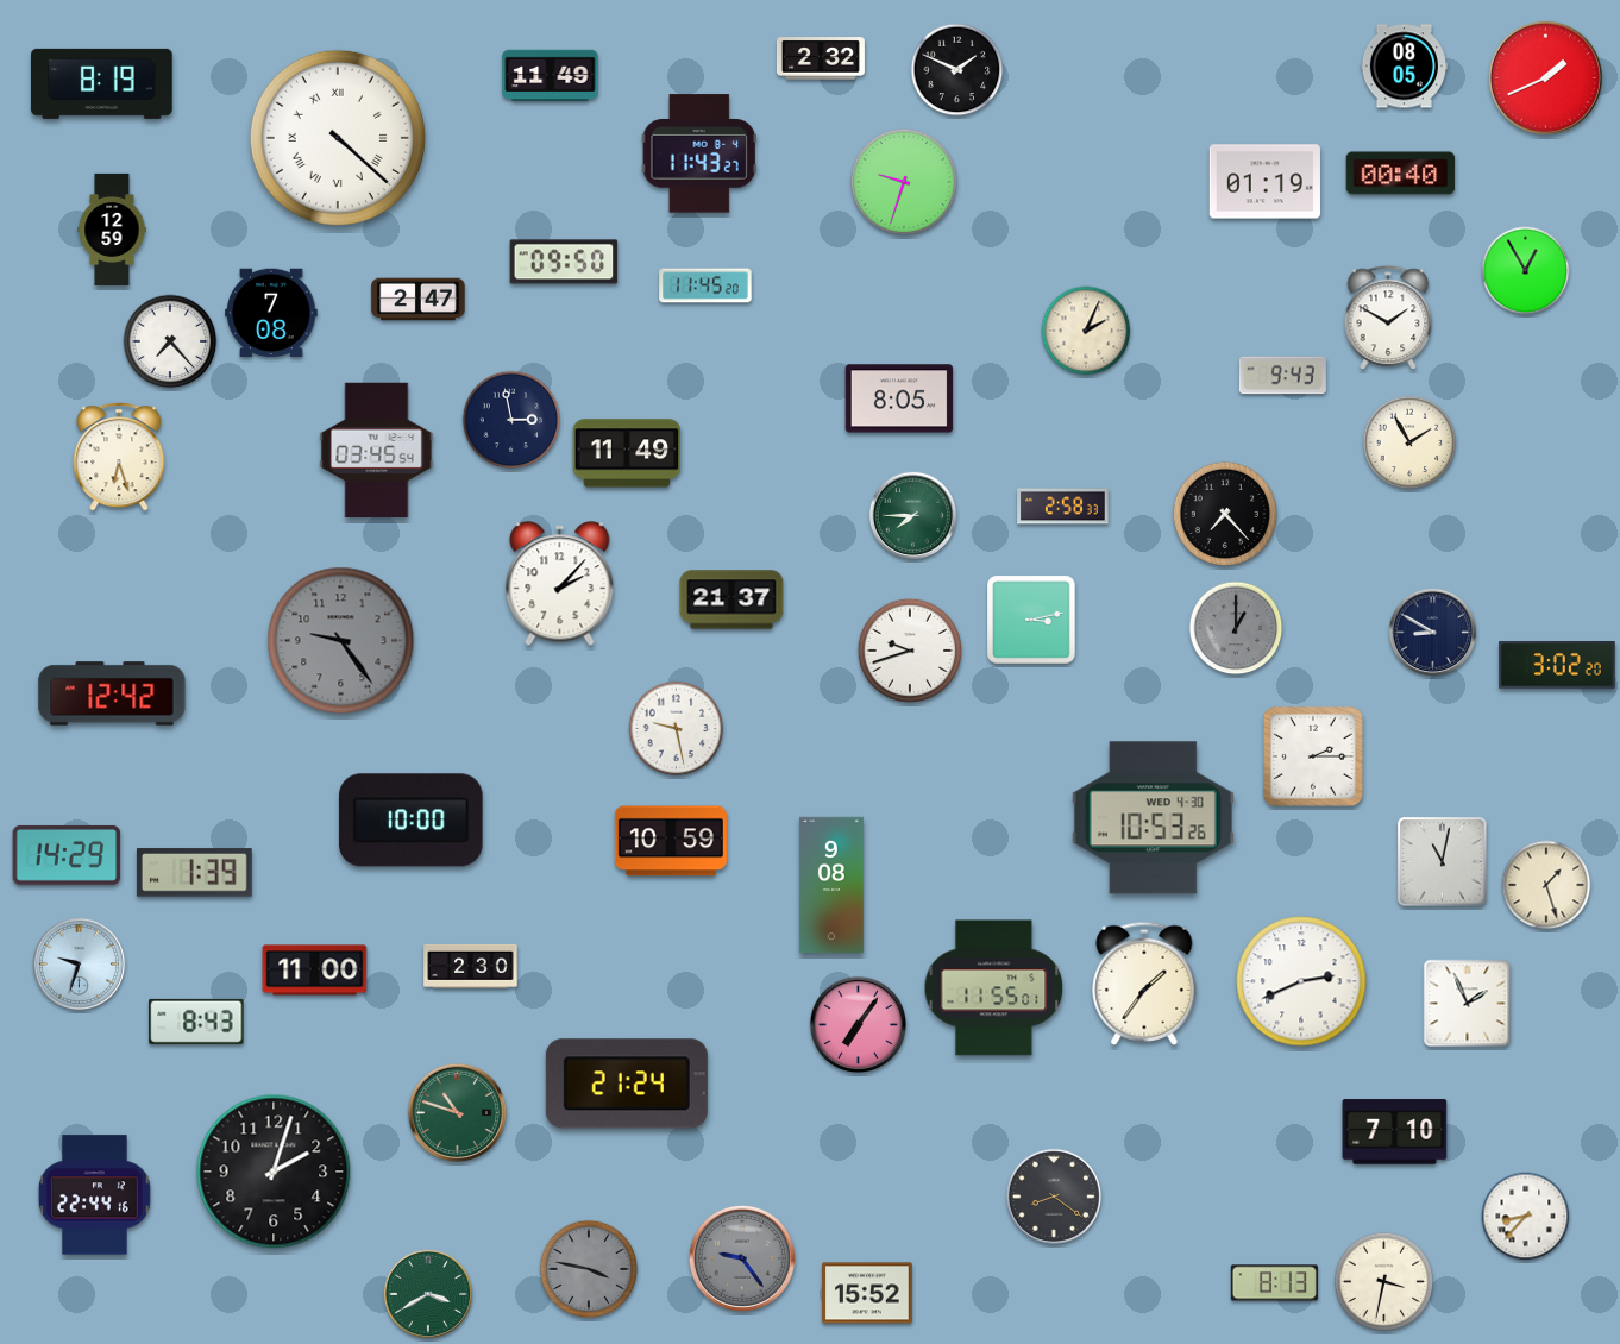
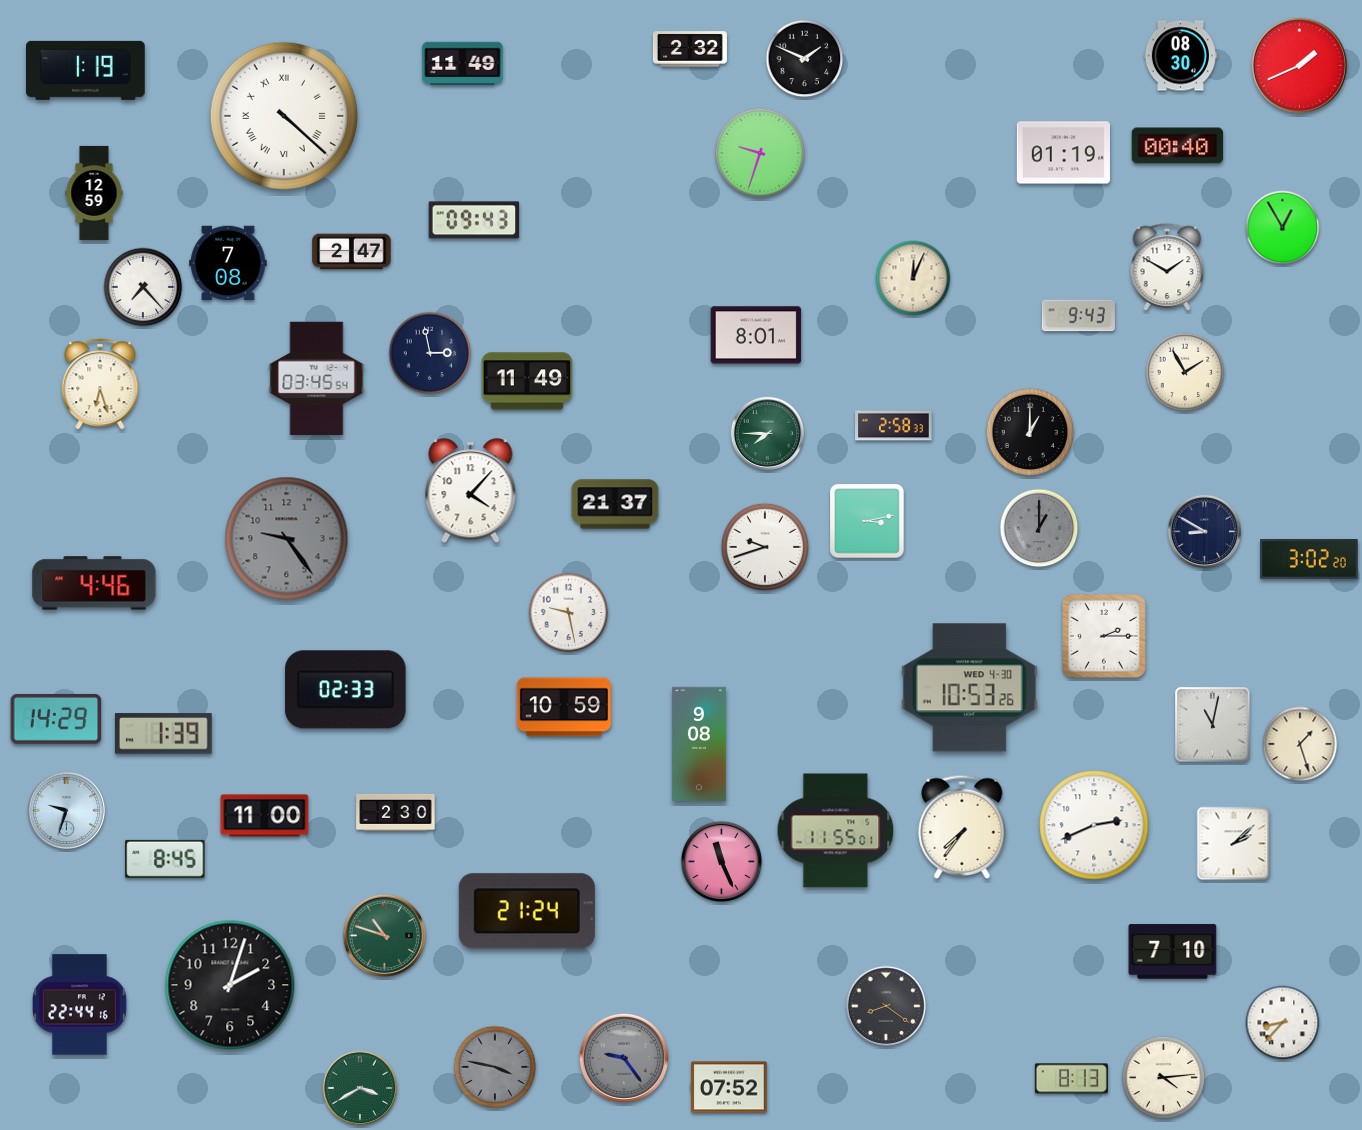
clock at (1404, 67): 08:05 -> 08:30
clock at (102, 83): 8:19 -> 1:19
clock at (699, 153): 11:43 -> none
clock at (564, 262): 09:50 -> 09:43
clock at (705, 285): 11:45 -> none
clock at (1086, 331): 2:04 -> 12:04
clock at (899, 398): 8:05 -> 8:01
clock at (1224, 513): 7:23 -> 1:00
clock at (560, 584): 2:07 -> 4:07
clock at (112, 693): 12:42 -> 4:46
clock at (412, 821): 10:00 -> 02:33
clock at (1144, 982): 1:36 -> 7:36
clock at (1468, 1004): 1:56 -> 2:08
clock at (196, 1022): 8:43 -> 8:45
clock at (858, 1024): 7:06 -> 11:26
clock at (1384, 1282): 3:32 -> 4:14
clock at (868, 1293): 15:52 -> 07:52
